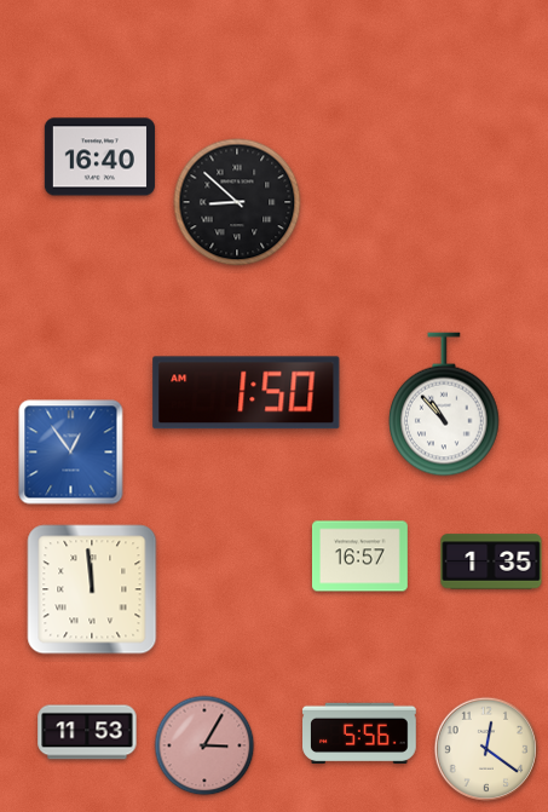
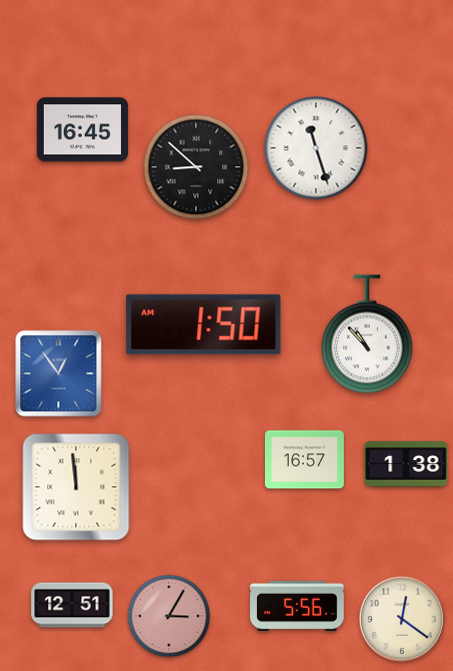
clock at (99, 157): 16:40 -> 16:45
clock at (316, 148): none -> 11:27
clock at (359, 557) position: (359, 557) -> (304, 460)
clock at (491, 562): 1:35 -> 1:38
clock at (87, 732): 11:53 -> 12:51
